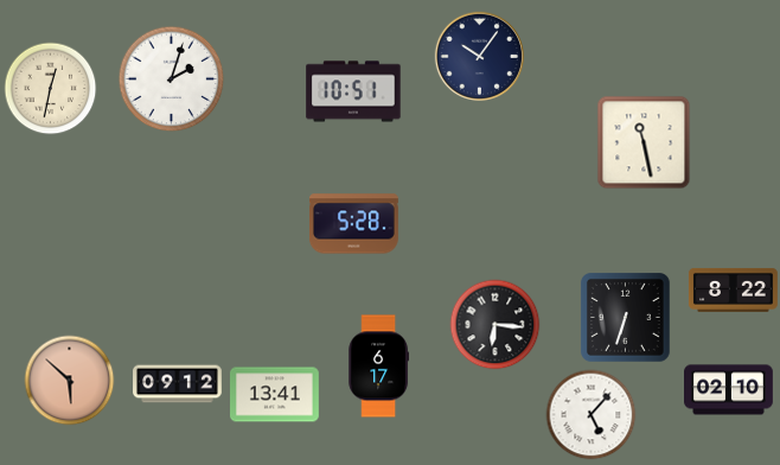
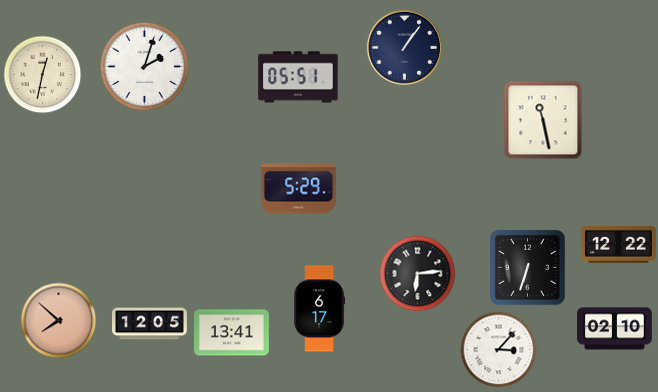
clock at (479, 56): 10:06 -> 1:06
clock at (353, 91): 10:51 -> 05:51
clock at (354, 224): 5:28 -> 5:29
clock at (734, 289): 8:22 -> 12:22
clock at (496, 325): 6:16 -> 6:14
clock at (70, 381): 5:52 -> 7:52
clock at (178, 384): 09:12 -> 12:05
clock at (592, 415): 5:07 -> 3:07
